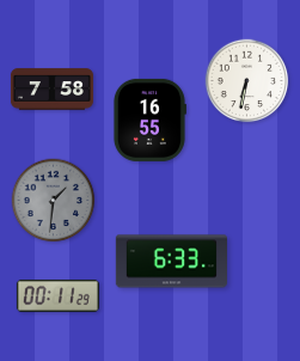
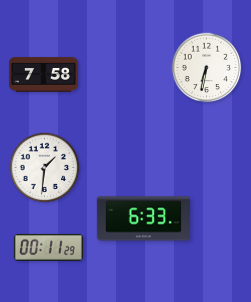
clock at (149, 120): 16:55 -> none
clock at (54, 201) dial: grey -> white
